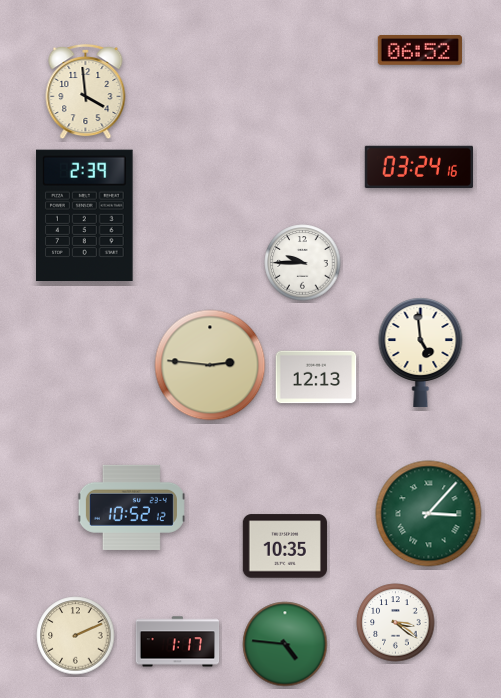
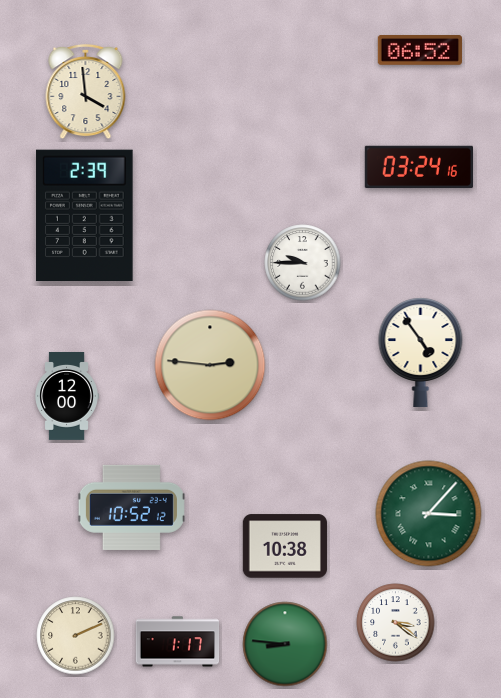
clock at (421, 352): 4:59 -> 4:54
clock at (316, 377): 12:13 -> none
clock at (67, 397): none -> 12:00
clock at (285, 546): 10:35 -> 10:38
clock at (285, 644): 4:46 -> 8:46
